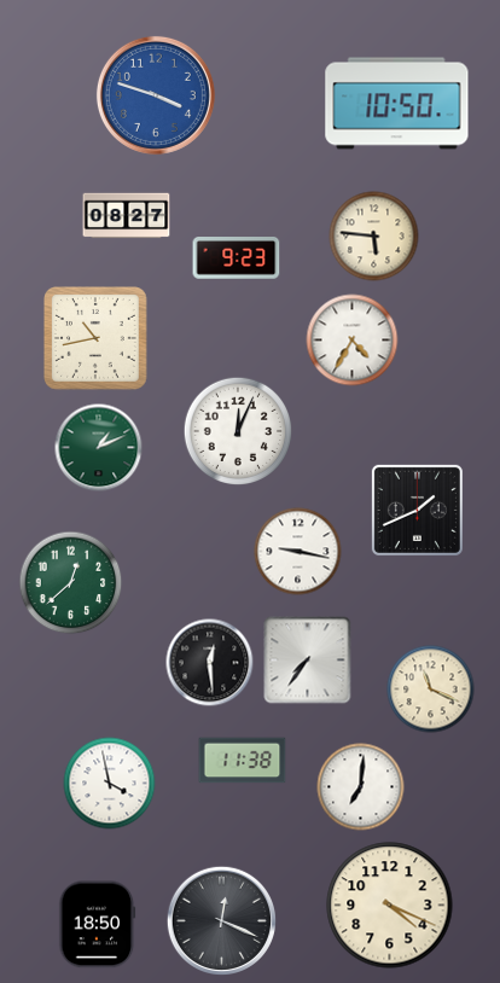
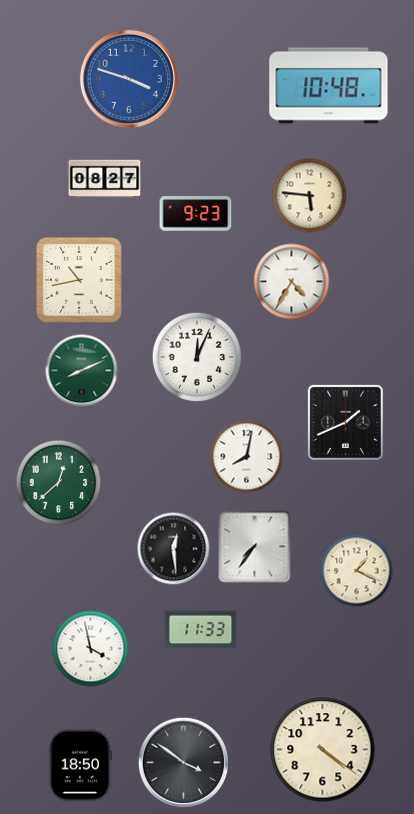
clock at (397, 104): 10:50 -> 10:48
clock at (99, 448): 1:11 -> 8:11
clock at (298, 552): 9:17 -> 8:02
clock at (431, 690): 11:19 -> 1:19
clock at (243, 761): 11:38 -> 11:33
clock at (361, 787): 7:01 -> none
clock at (390, 906): 4:19 -> 4:21
clock at (221, 920): 12:19 -> 3:51
